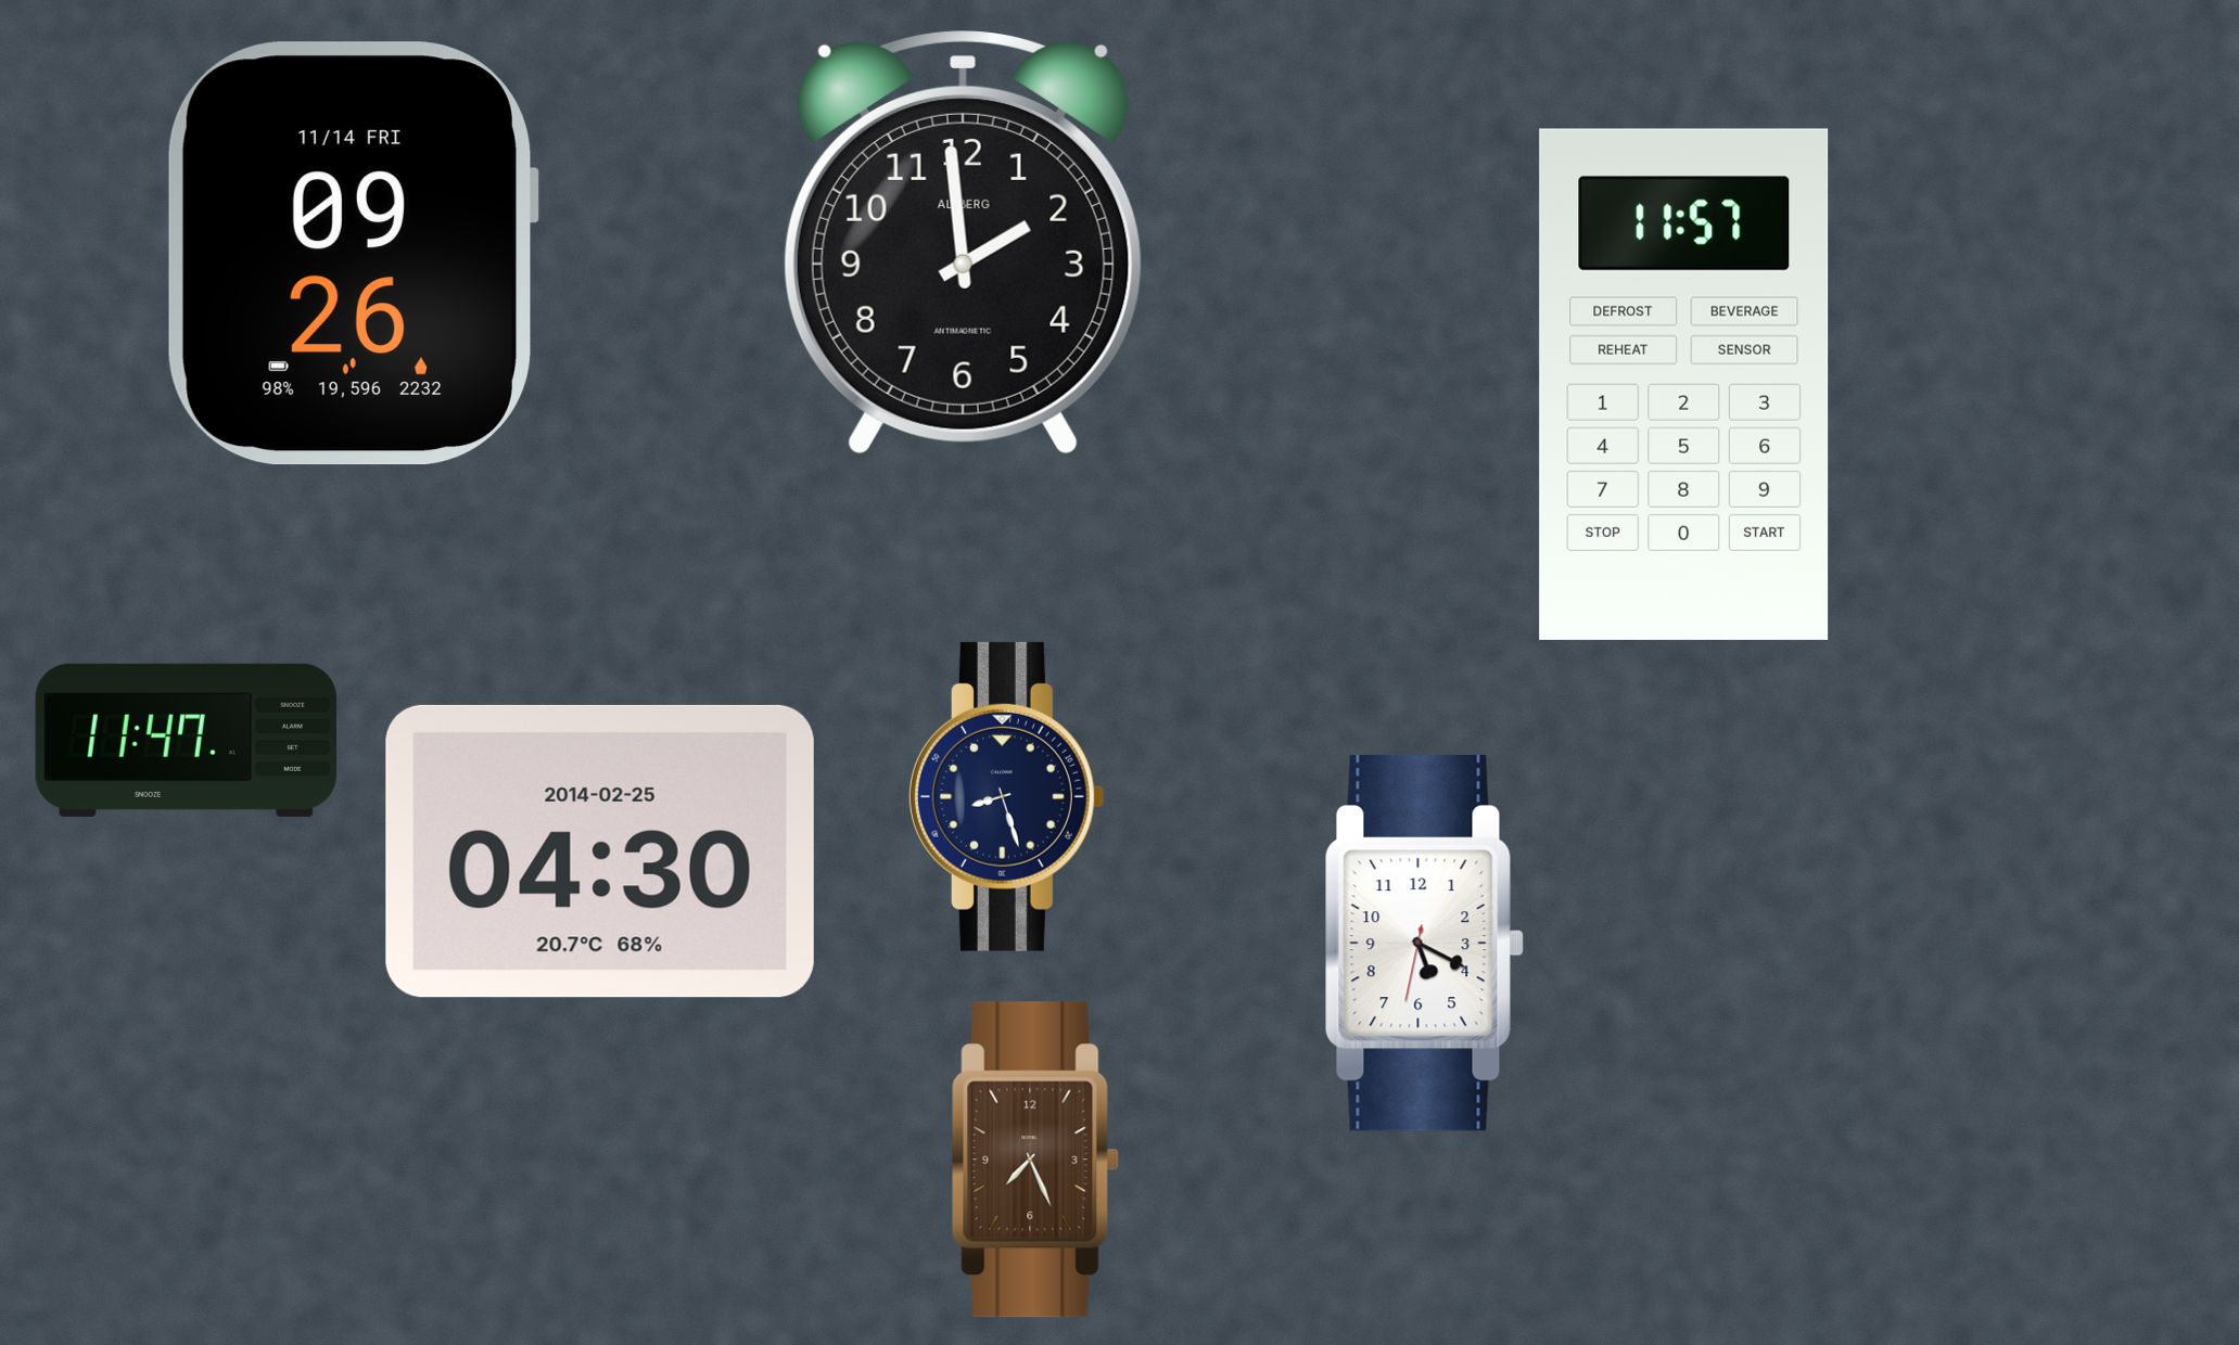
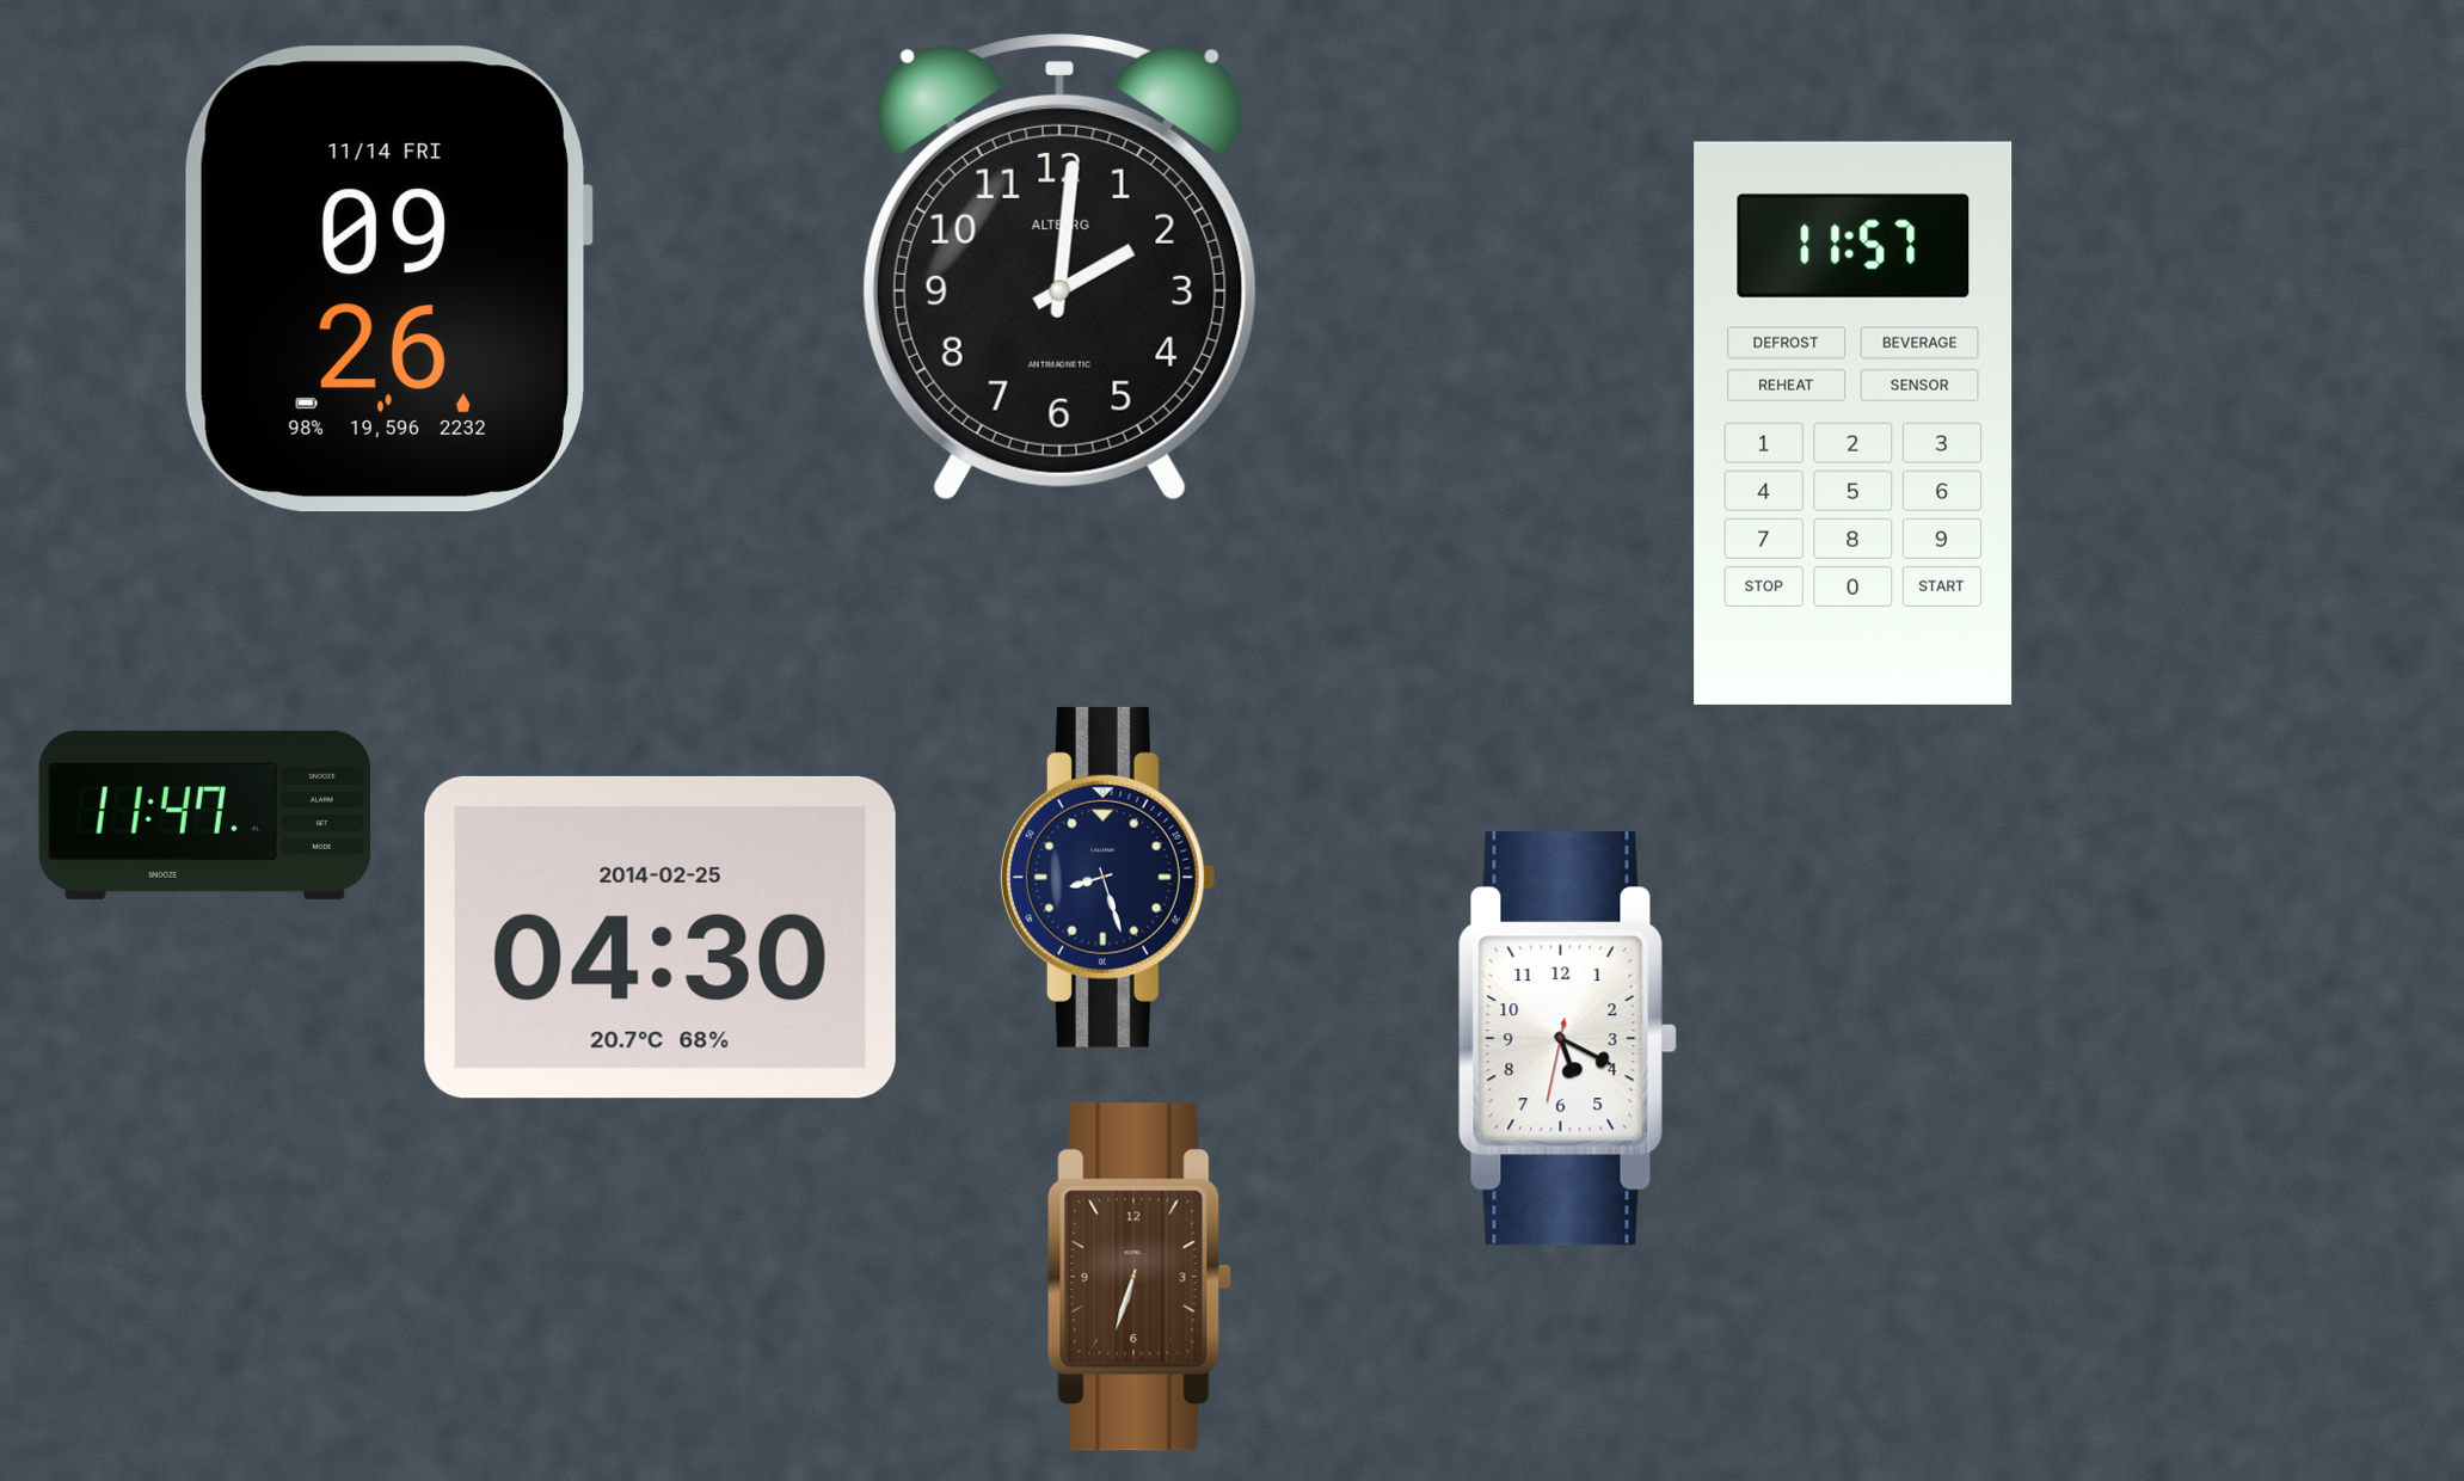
clock at (963, 243): 1:59 -> 2:01
clock at (1035, 1160): 7:26 -> 6:33
